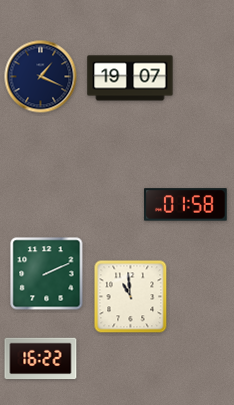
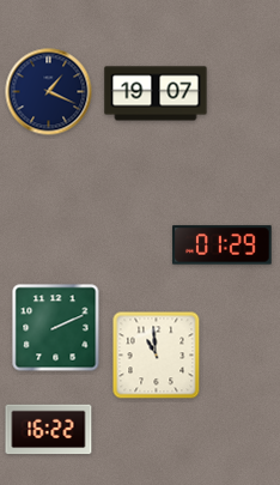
clock at (186, 205): 01:58 -> 01:29
